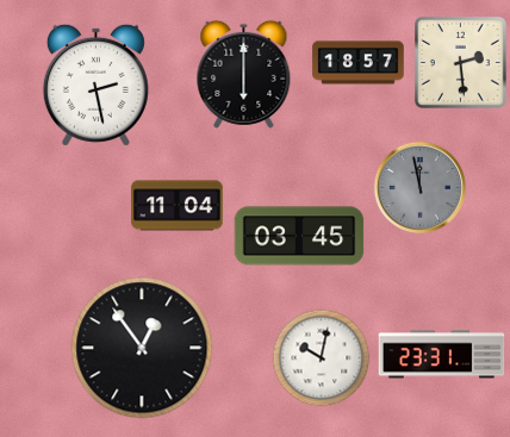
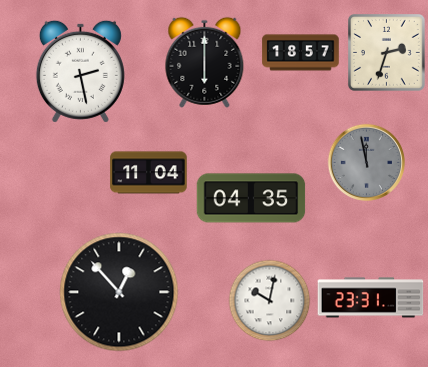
clock at (461, 63): 2:29 -> 2:33
clock at (419, 187) position: (419, 187) -> (366, 162)
clock at (299, 236): 03:45 -> 04:35
clock at (142, 348): 12:54 -> 12:53
